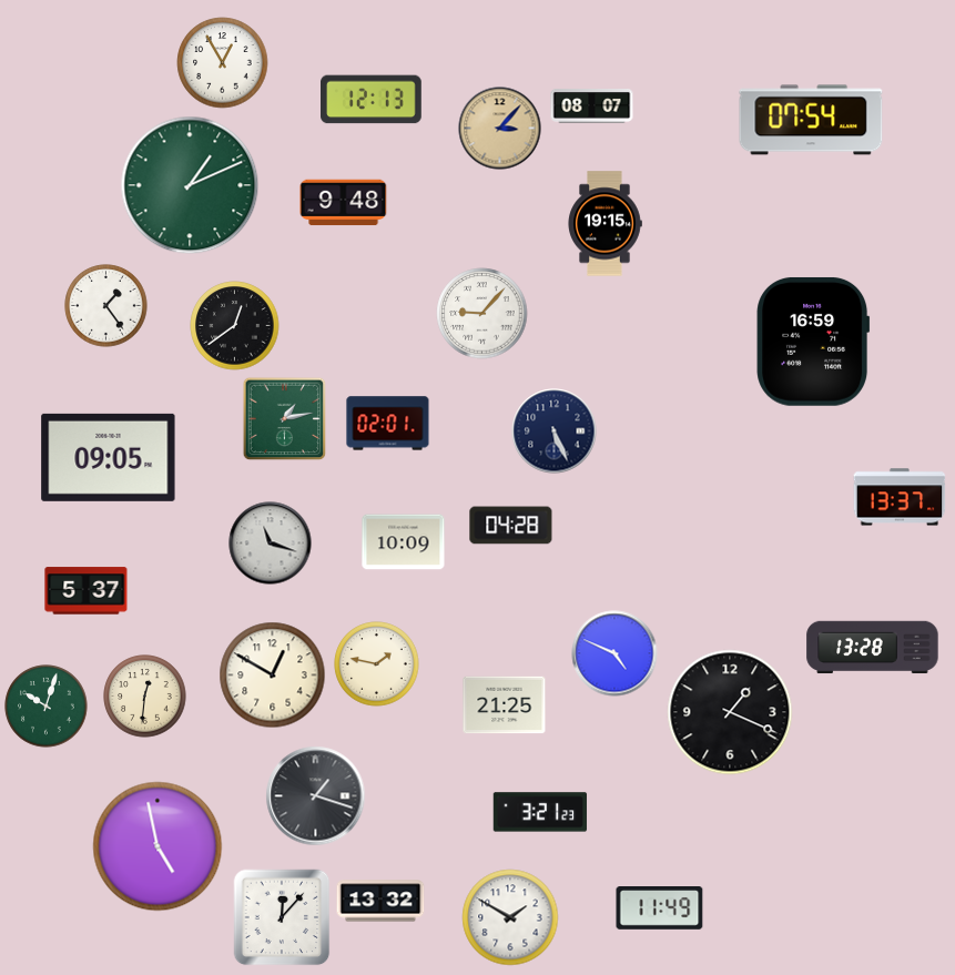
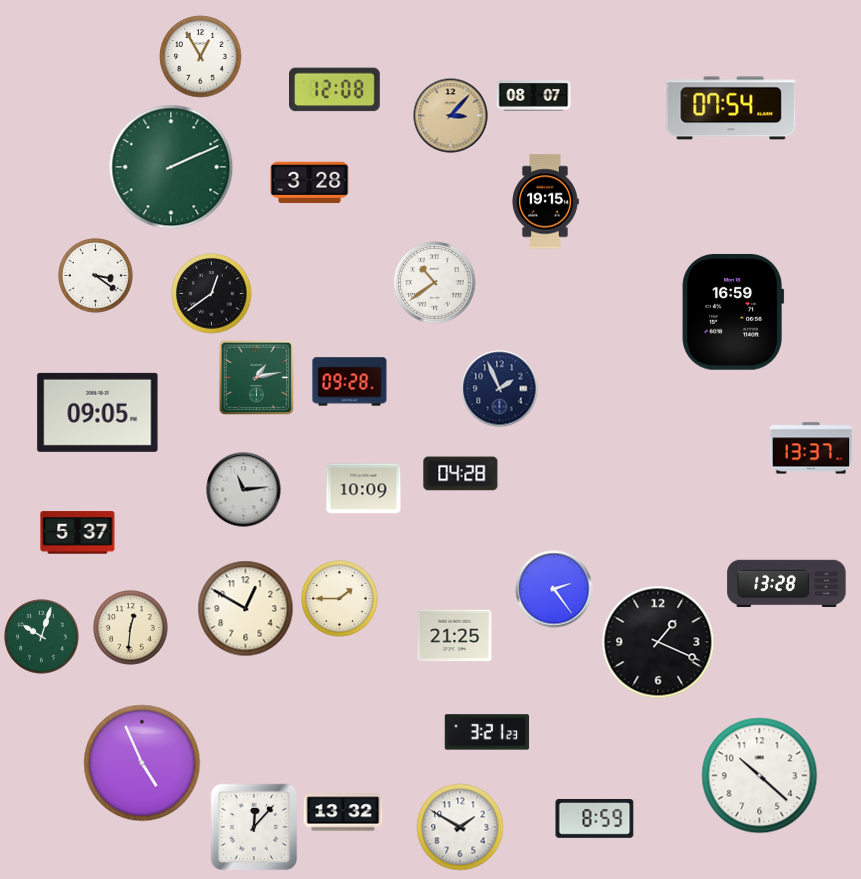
clock at (372, 100): 12:13 -> 12:08
clock at (190, 185): 1:11 -> 2:11
clock at (344, 203): 9:48 -> 3:28
clock at (106, 306): 1:24 -> 3:21
clock at (482, 314): 9:07 -> 10:39
clock at (813, 342) position: (813, 342) -> (733, 312)
clock at (388, 424): 02:01 -> 09:28
clock at (555, 431): 5:26 -> 1:56
clock at (271, 544): 11:18 -> 11:14
clock at (614, 653): 4:49 -> 2:24
clock at (377, 664): 1:47 -> 1:45
clock at (316, 796): 1:18 -> none
clock at (158, 846): 4:58 -> 4:56
clock at (760, 776): none -> 10:22
clock at (660, 908): 11:49 -> 8:59
